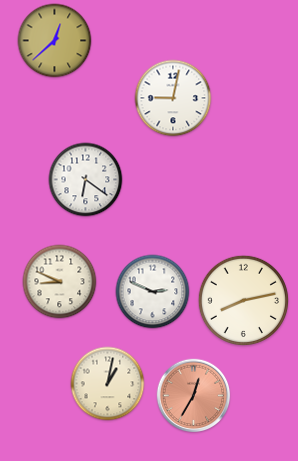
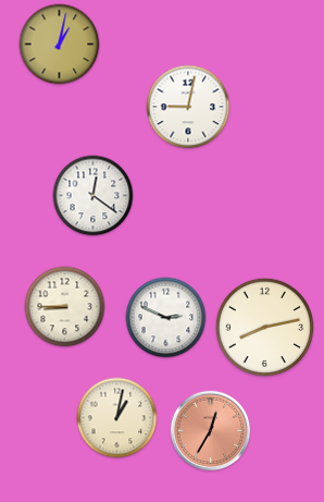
clock at (55, 41): 12:38 -> 1:02
clock at (86, 180): 6:21 -> 12:21
clock at (60, 282): 8:49 -> 8:45
